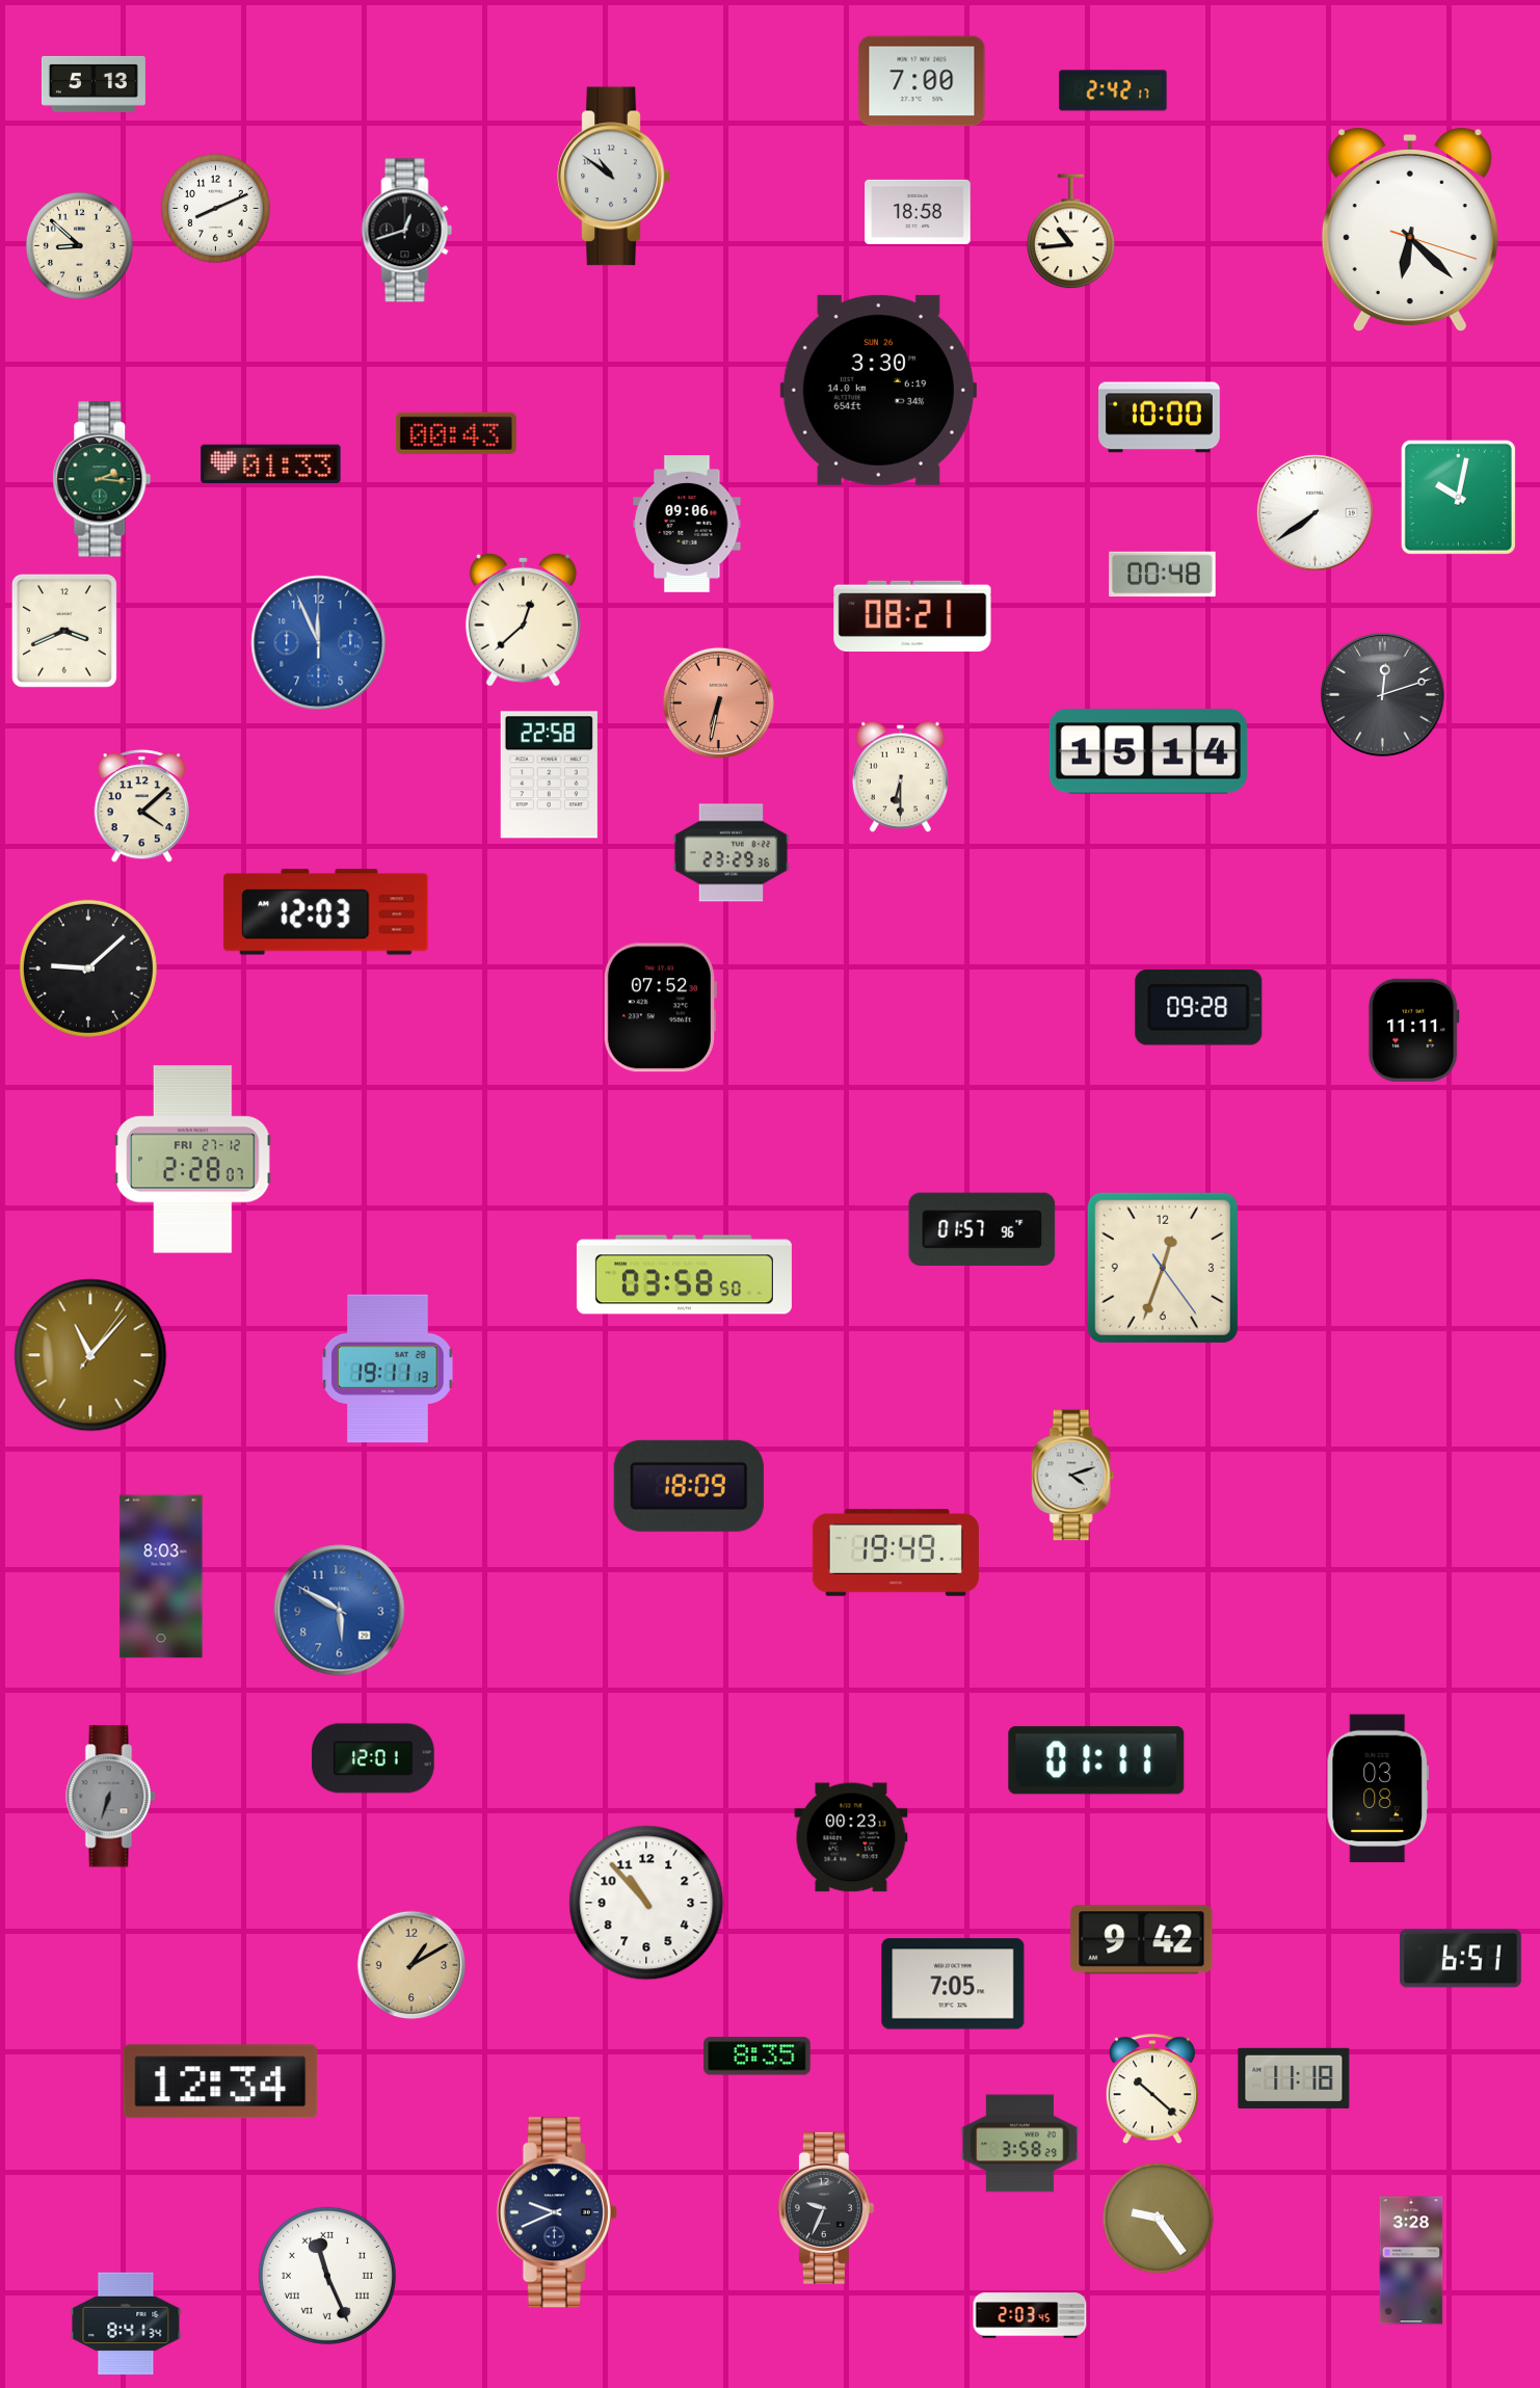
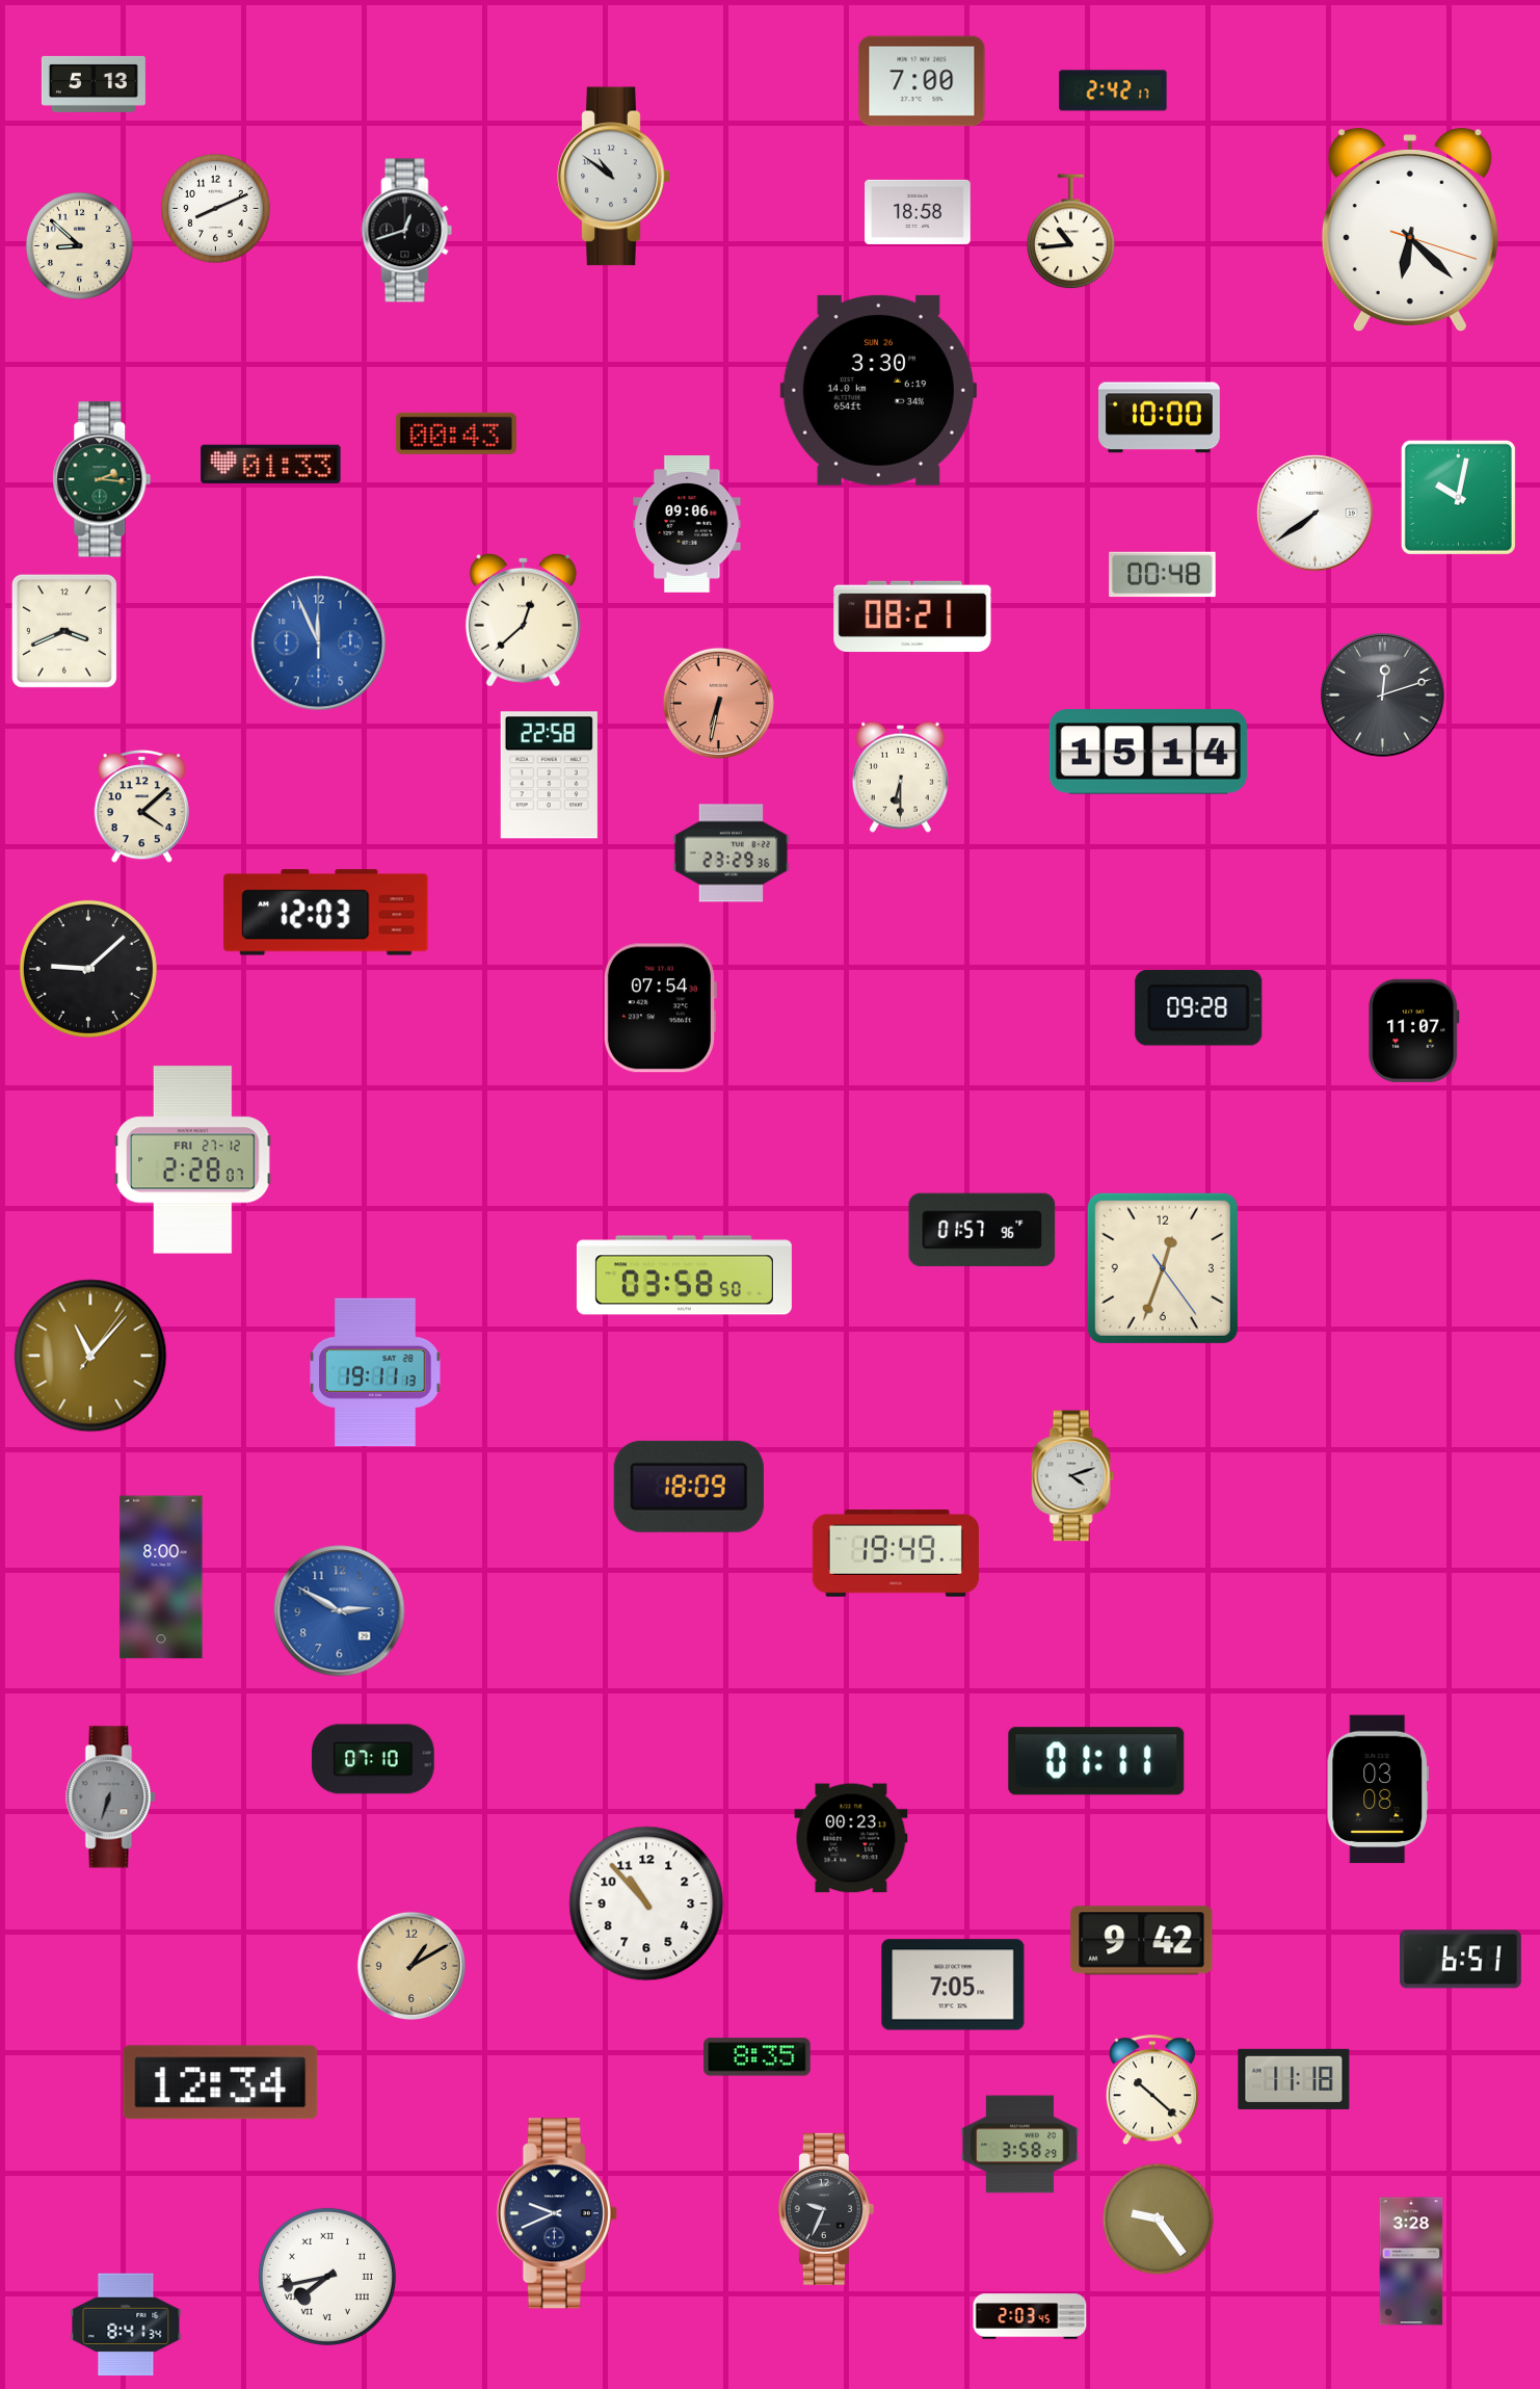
clock at (660, 1008): 07:52 -> 07:54
clock at (1414, 1030): 11:11 -> 11:07
clock at (388, 1369) position: (388, 1369) -> (375, 1372)
clock at (161, 1576): 8:03 -> 8:00
clock at (340, 1611): 5:50 -> 2:50
clock at (373, 1758): 12:01 -> 07:10
clock at (327, 2276): 11:26 -> 7:43
